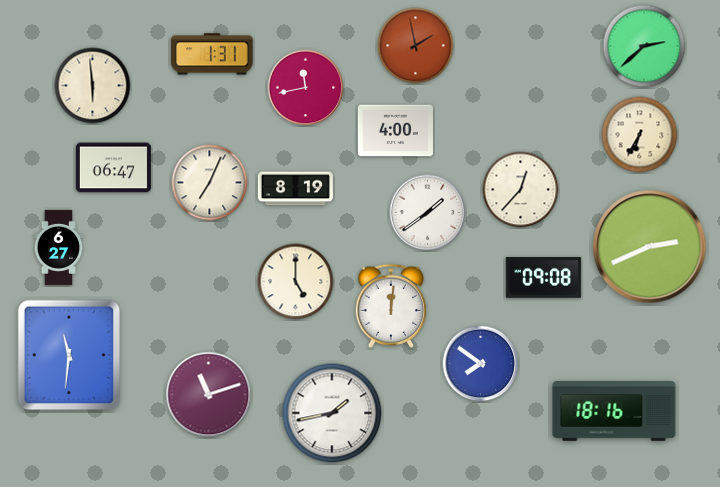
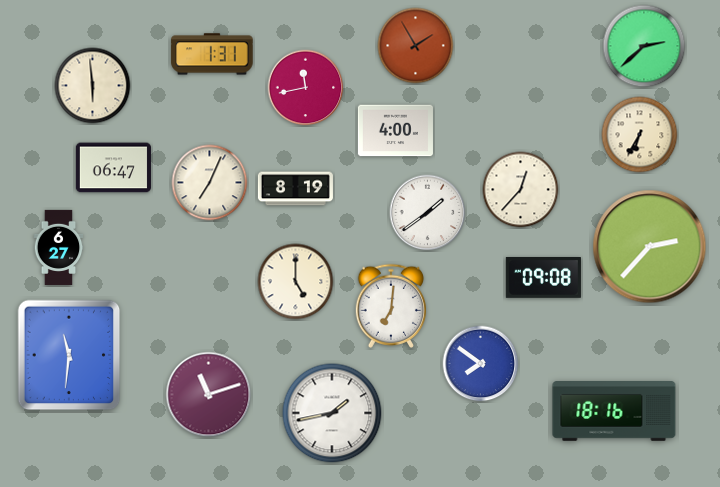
clock at (416, 46): 1:58 -> 1:55
clock at (650, 247): 2:41 -> 2:37
clock at (391, 306): 12:01 -> 7:01
